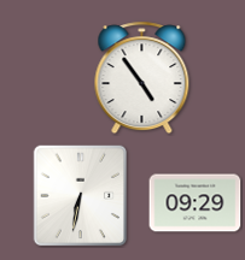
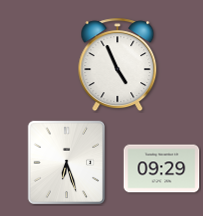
clock at (142, 78): 4:54 -> 4:56
clock at (81, 196): 6:32 -> 6:27
